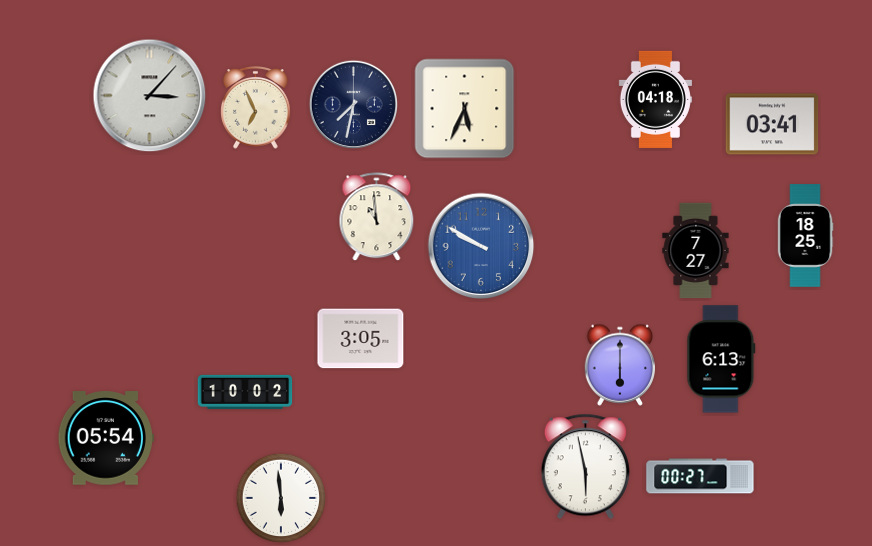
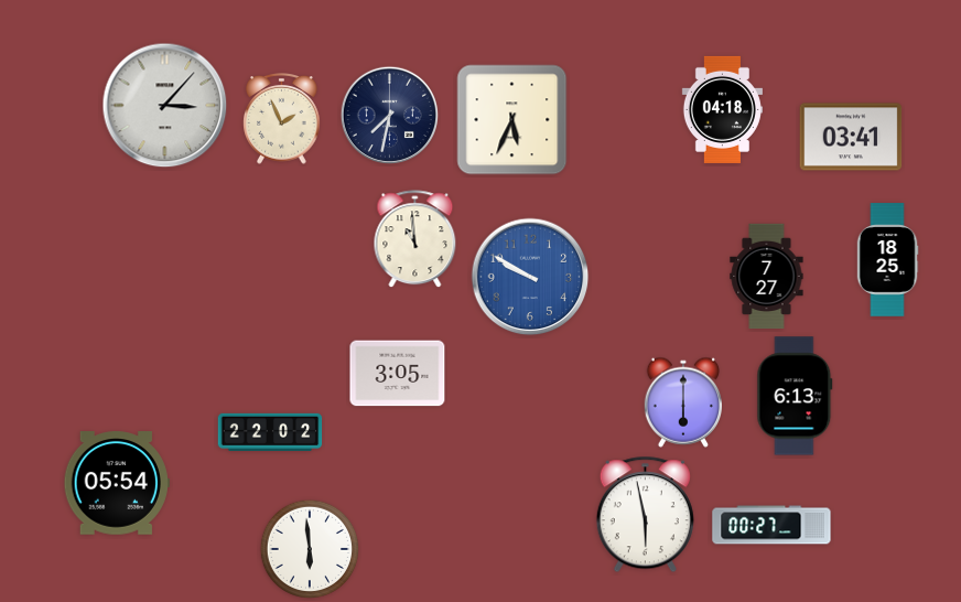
clock at (256, 108): 6:56 -> 1:56
clock at (481, 246) position: (481, 246) -> (530, 277)
clock at (245, 392): 10:02 -> 22:02
